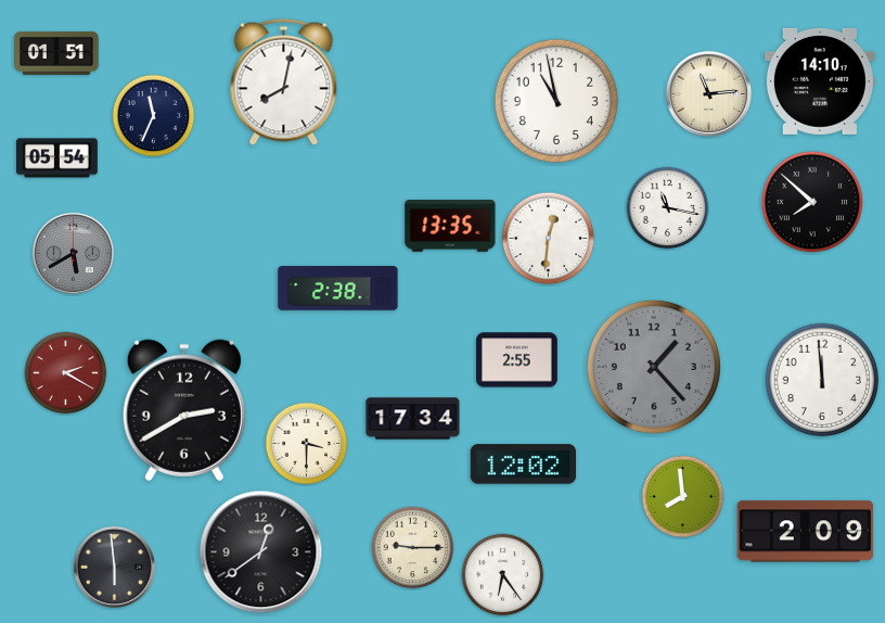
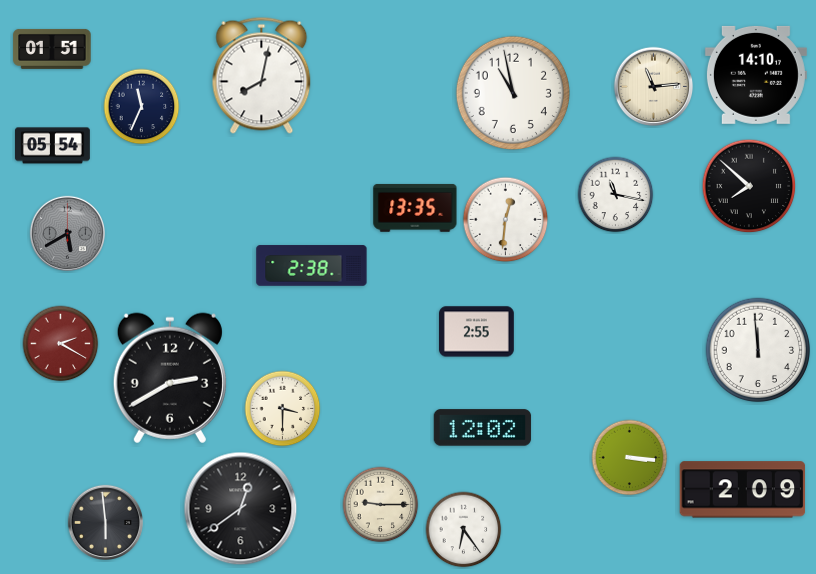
clock at (668, 208) position: (668, 208) -> (616, 195)
clock at (654, 367): 1:23 -> none
clock at (413, 419): 17:34 -> none
clock at (683, 497): 7:59 -> 3:16
